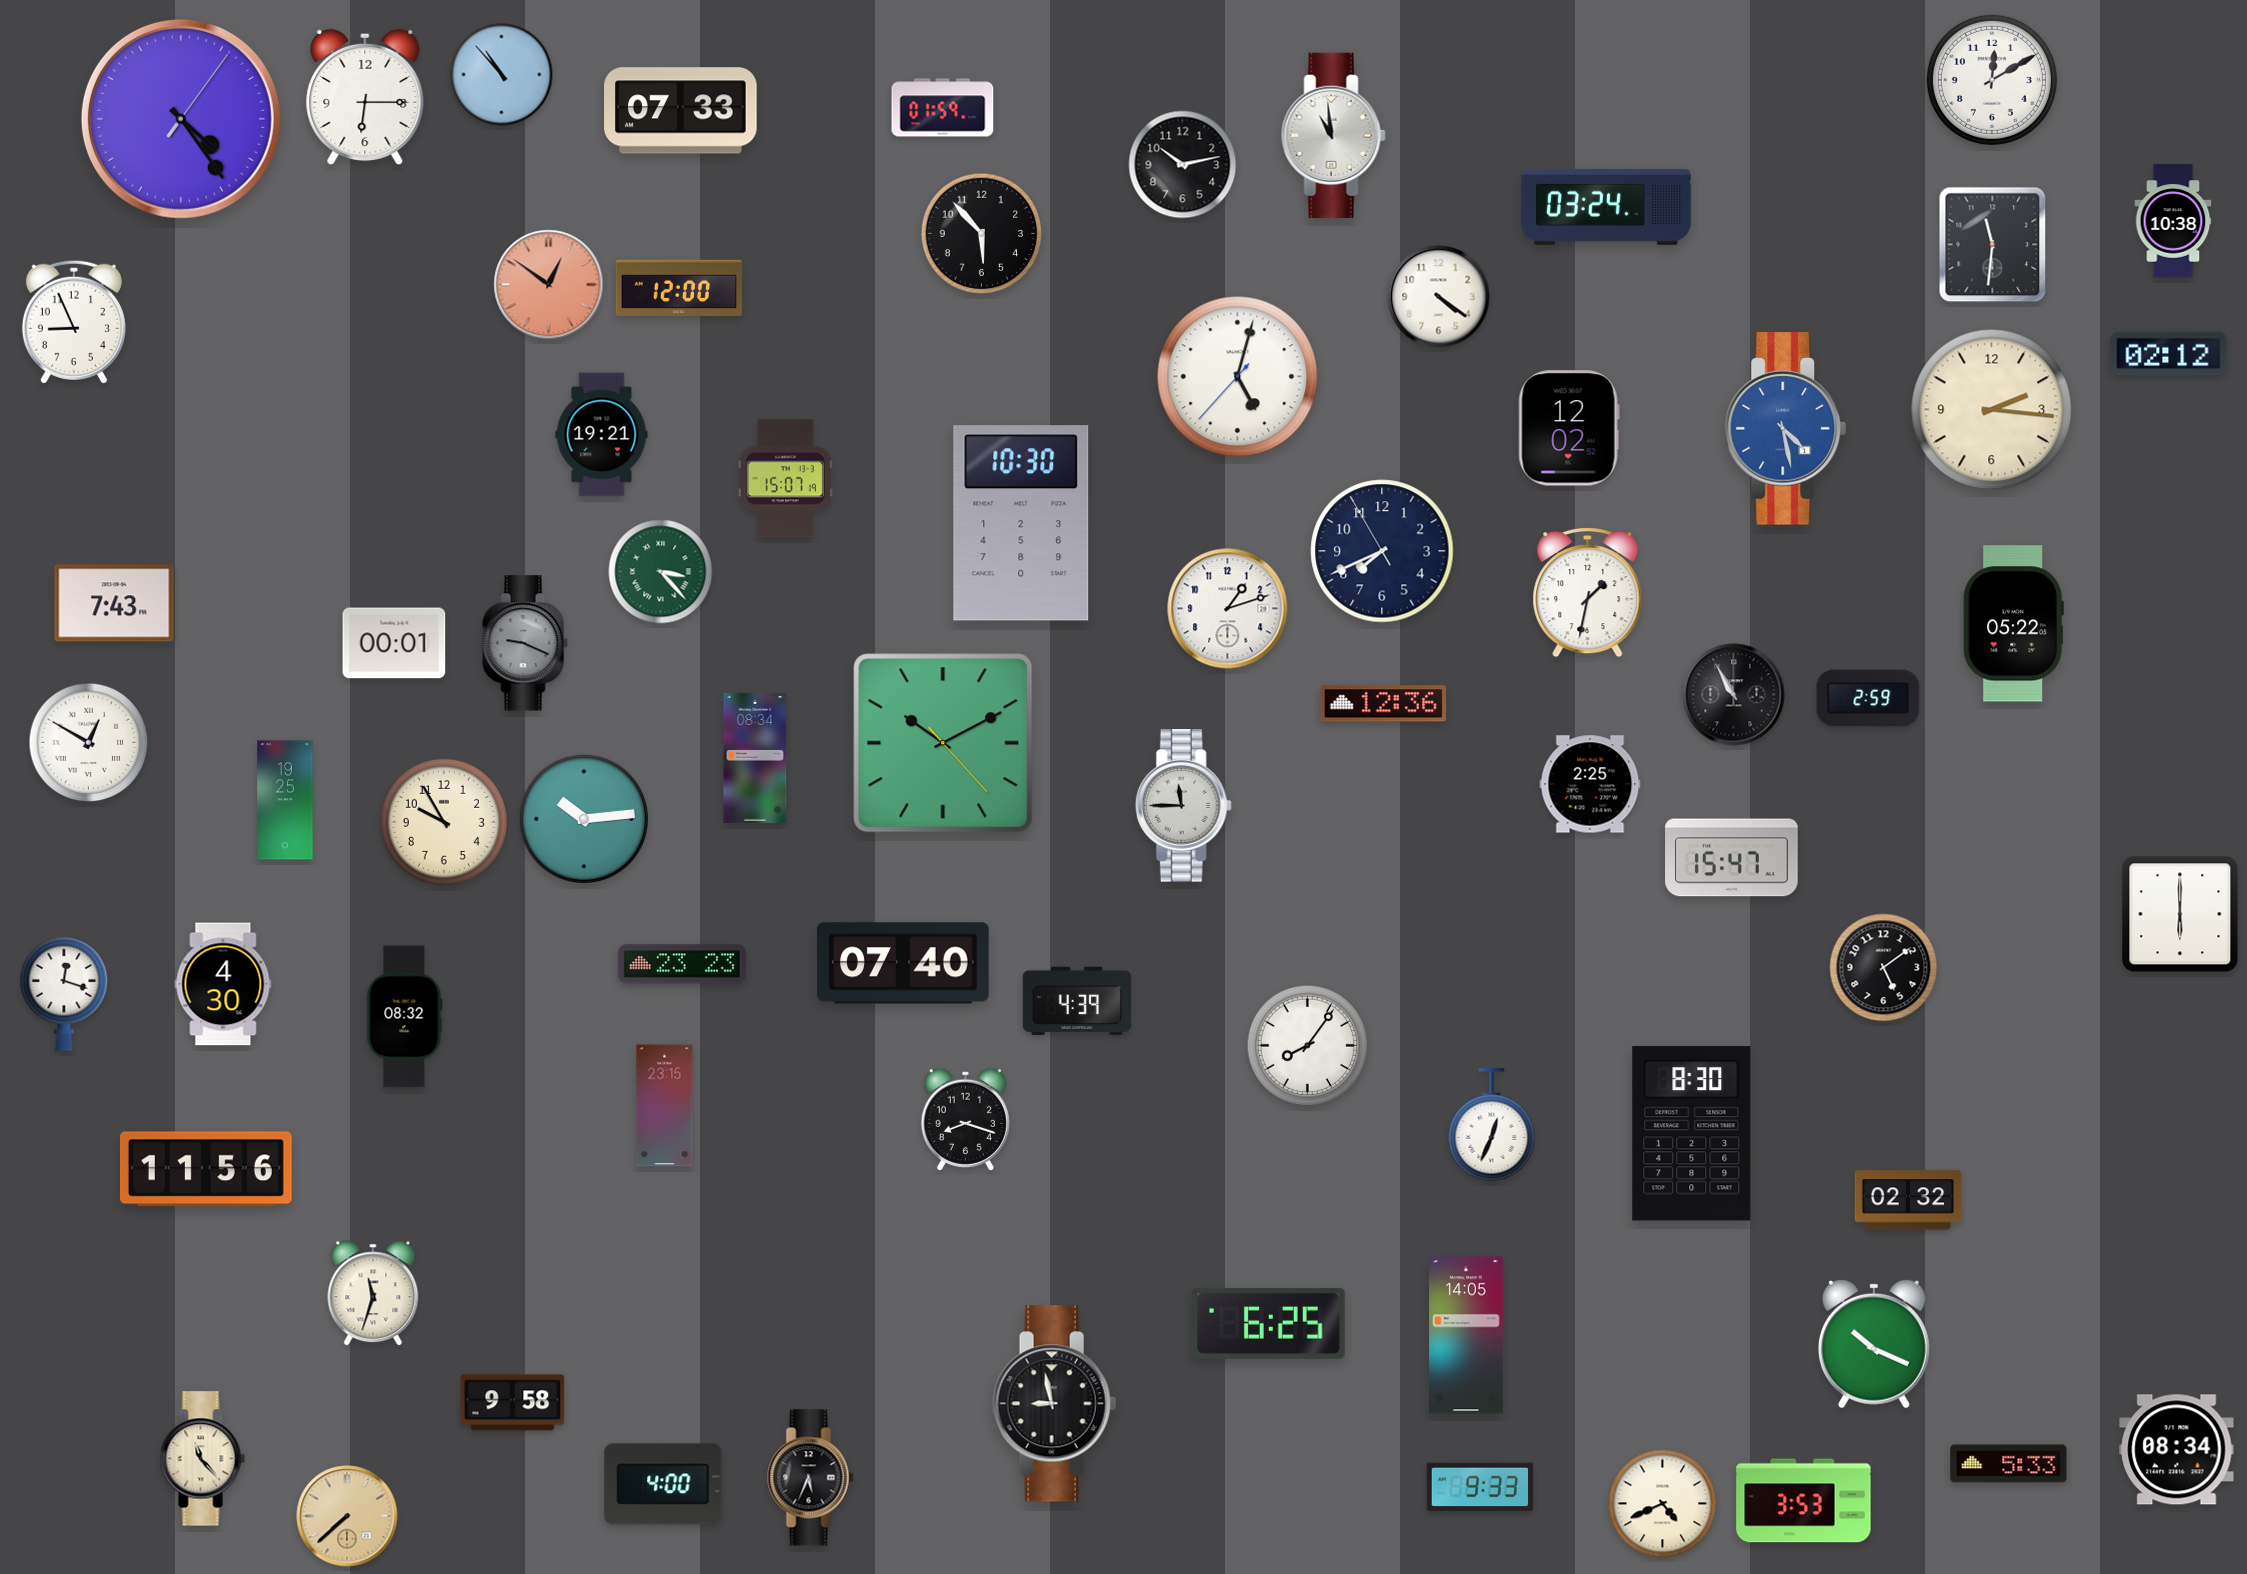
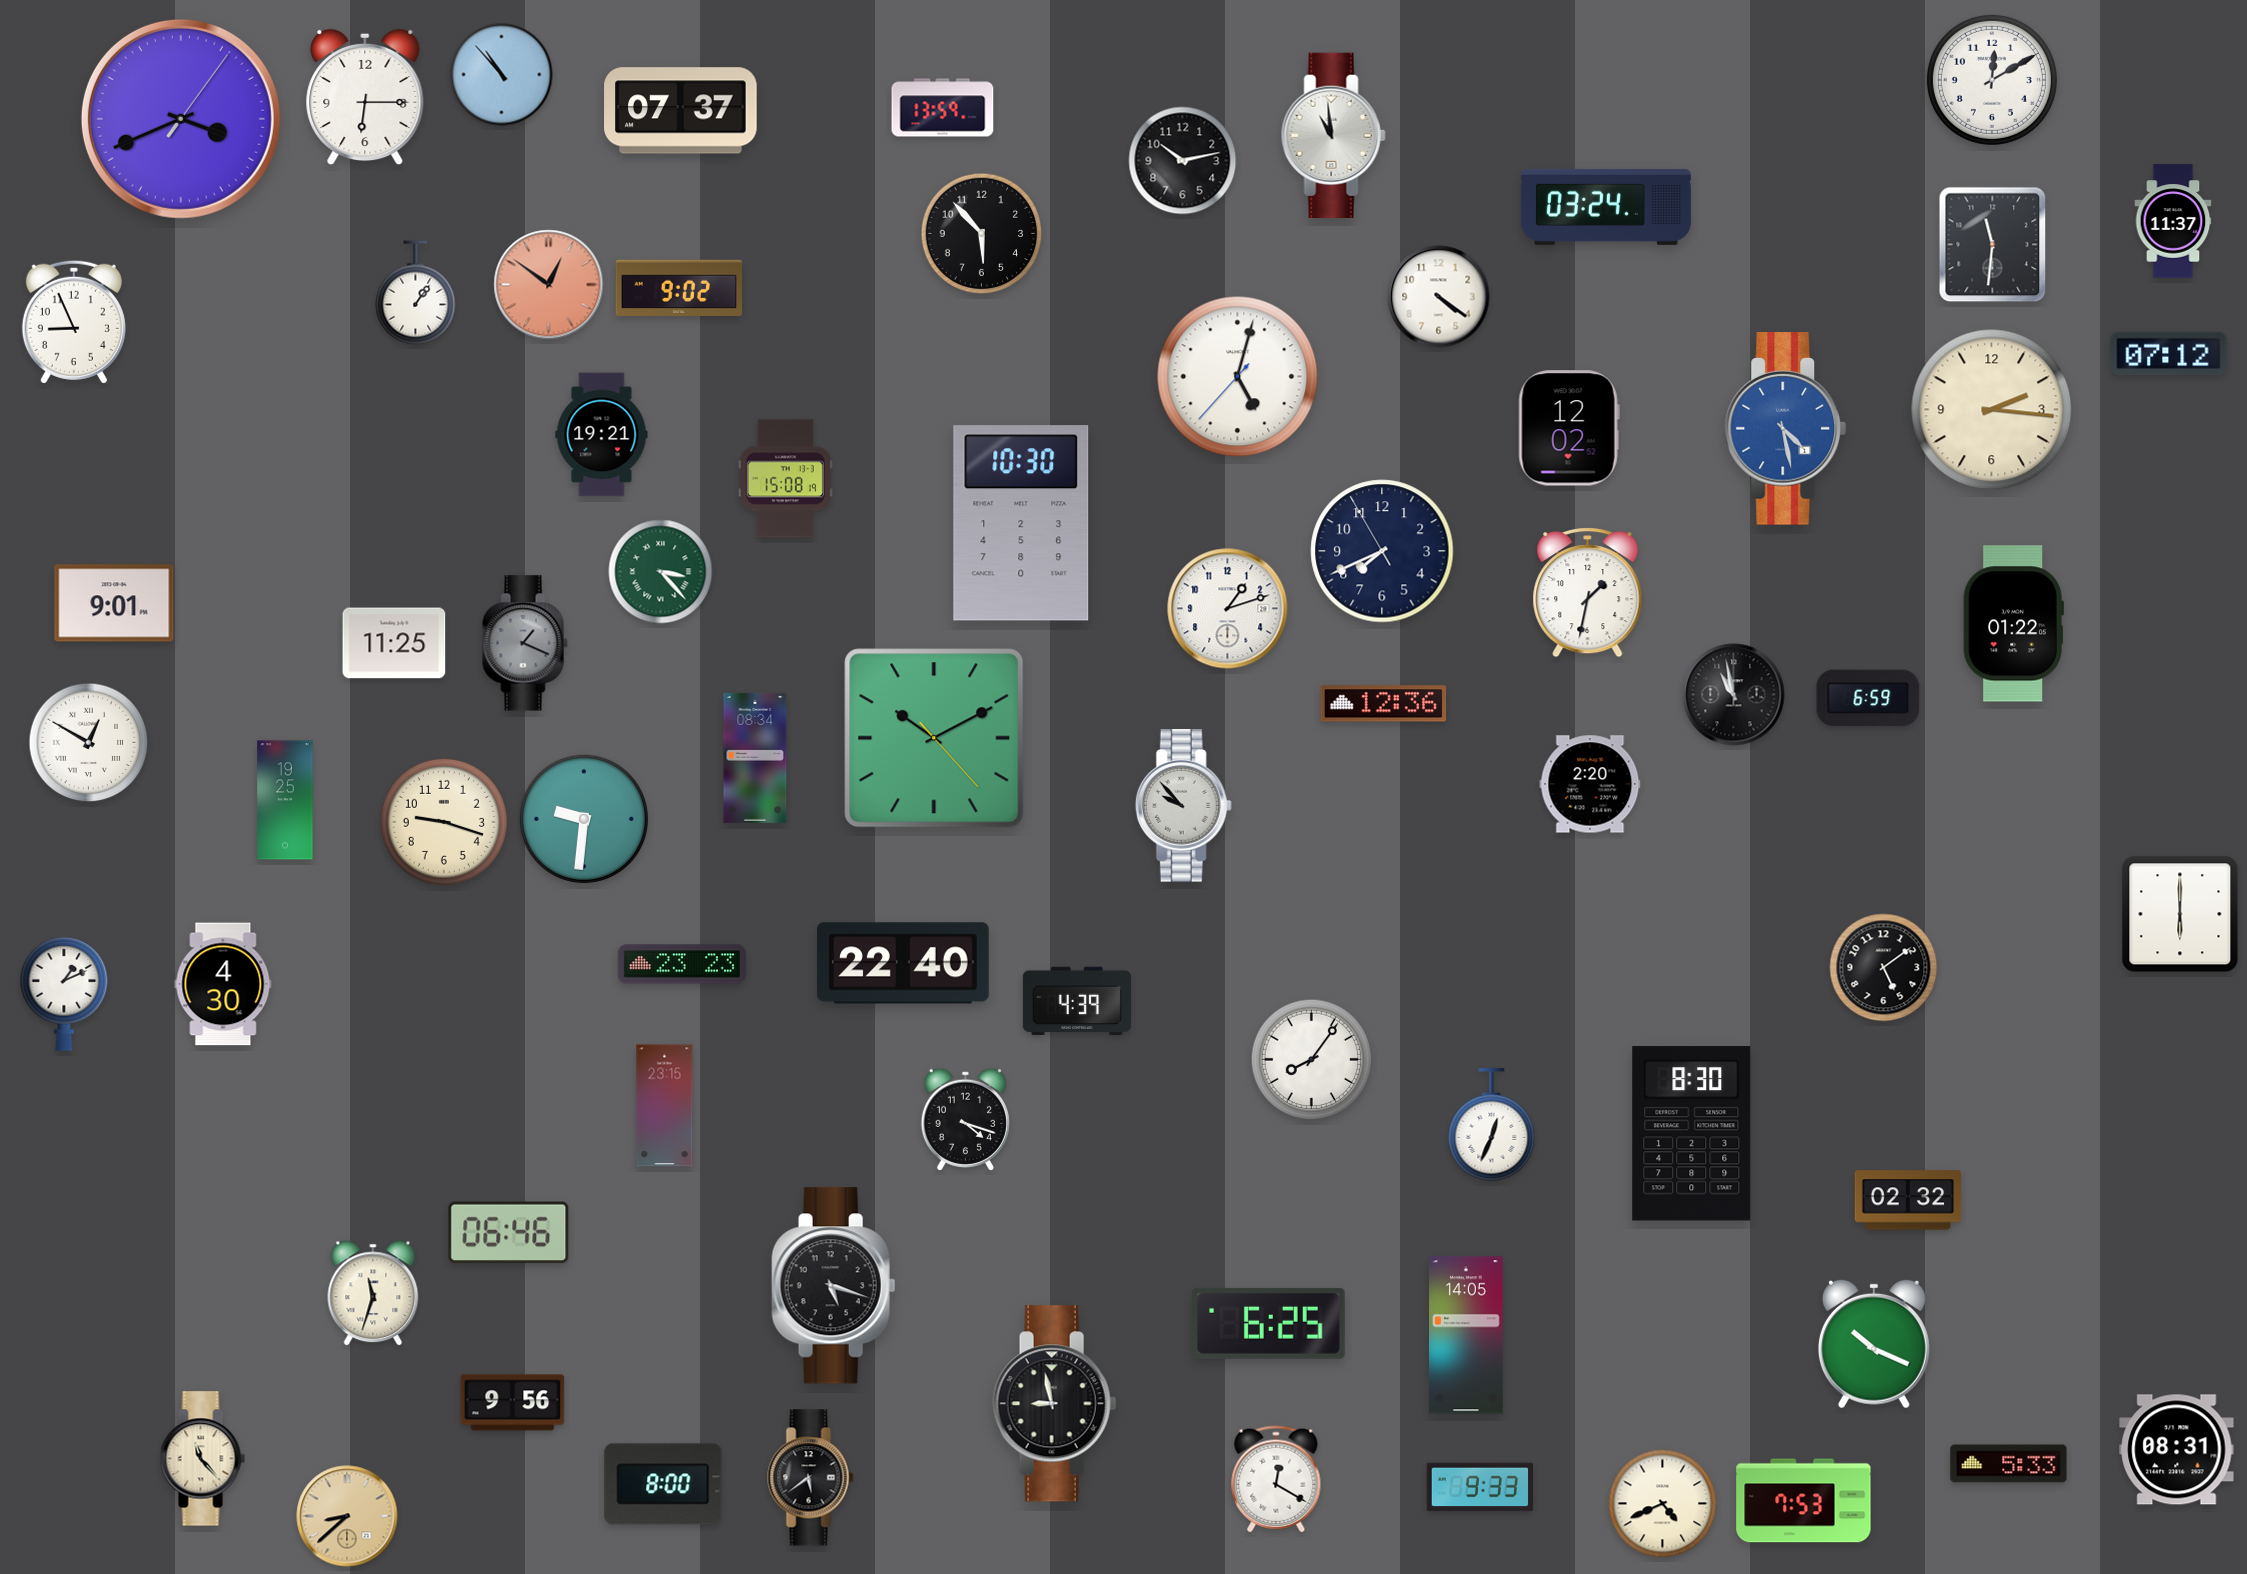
clock at (943, 108): 01:59 -> 13:59
clock at (681, 111): 07:33 -> 07:37
clock at (181, 119): 4:24 -> 3:41
clock at (1183, 165) position: (1183, 165) -> (1183, 161)
clock at (2173, 221): 10:38 -> 11:37
clock at (678, 288): 12:00 -> 9:02
clock at (416, 293): none -> 1:06
clock at (2169, 354): 02:12 -> 07:12
clock at (785, 479): 15:07 -> 15:08
clock at (114, 603): 7:43 -> 9:01
clock at (2013, 624): 05:22 -> 01:22
clock at (394, 643): 00:01 -> 11:25
clock at (525, 643): 9:19 -> 1:19
clock at (1734, 695): 10:55 -> 10:58
clock at (1868, 698): 2:59 -> 6:59
clock at (943, 743) position: (943, 743) -> (934, 738)
clock at (1590, 784): 2:25 -> 2:20
clock at (1183, 806): 11:45 -> 9:53
clock at (584, 819): 10:14 -> 9:31
clock at (444, 822): 9:55 -> 9:18
clock at (1732, 858): 15:47 -> none
clock at (904, 963): 07:40 -> 22:40
clock at (64, 994): 12:18 -> 1:11
clock at (405, 1017): 08:32 -> none
clock at (1308, 1046) position: (1308, 1046) -> (1312, 1060)
clock at (965, 1119): 8:18 -> 4:18
clock at (206, 1169): 11:56 -> none
clock at (509, 1233): none -> 06:46
clock at (834, 1286): none -> 5:18
clock at (513, 1403): 9:58 -> 9:56
clock at (2177, 1450): 08:34 -> 08:31
clock at (811, 1478): 5:34 -> 5:39
clock at (1276, 1479): none -> 12:20
clock at (663, 1484): 4:00 -> 8:00
clock at (1804, 1501): 3:53 -> 7:53
clock at (347, 1516): 7:38 -> 8:38
